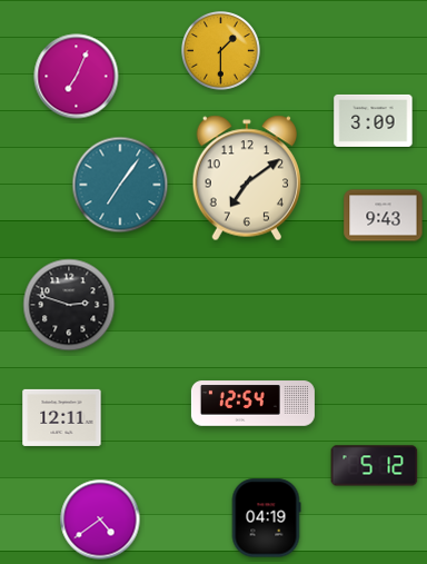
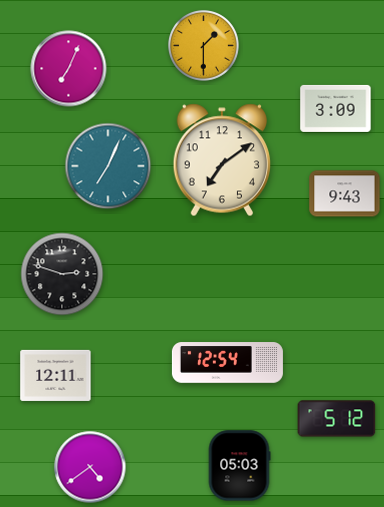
clock at (221, 51) position: (221, 51) -> (204, 46)
clock at (120, 185): 7:06 -> 7:04
clock at (266, 518): 04:19 -> 05:03
